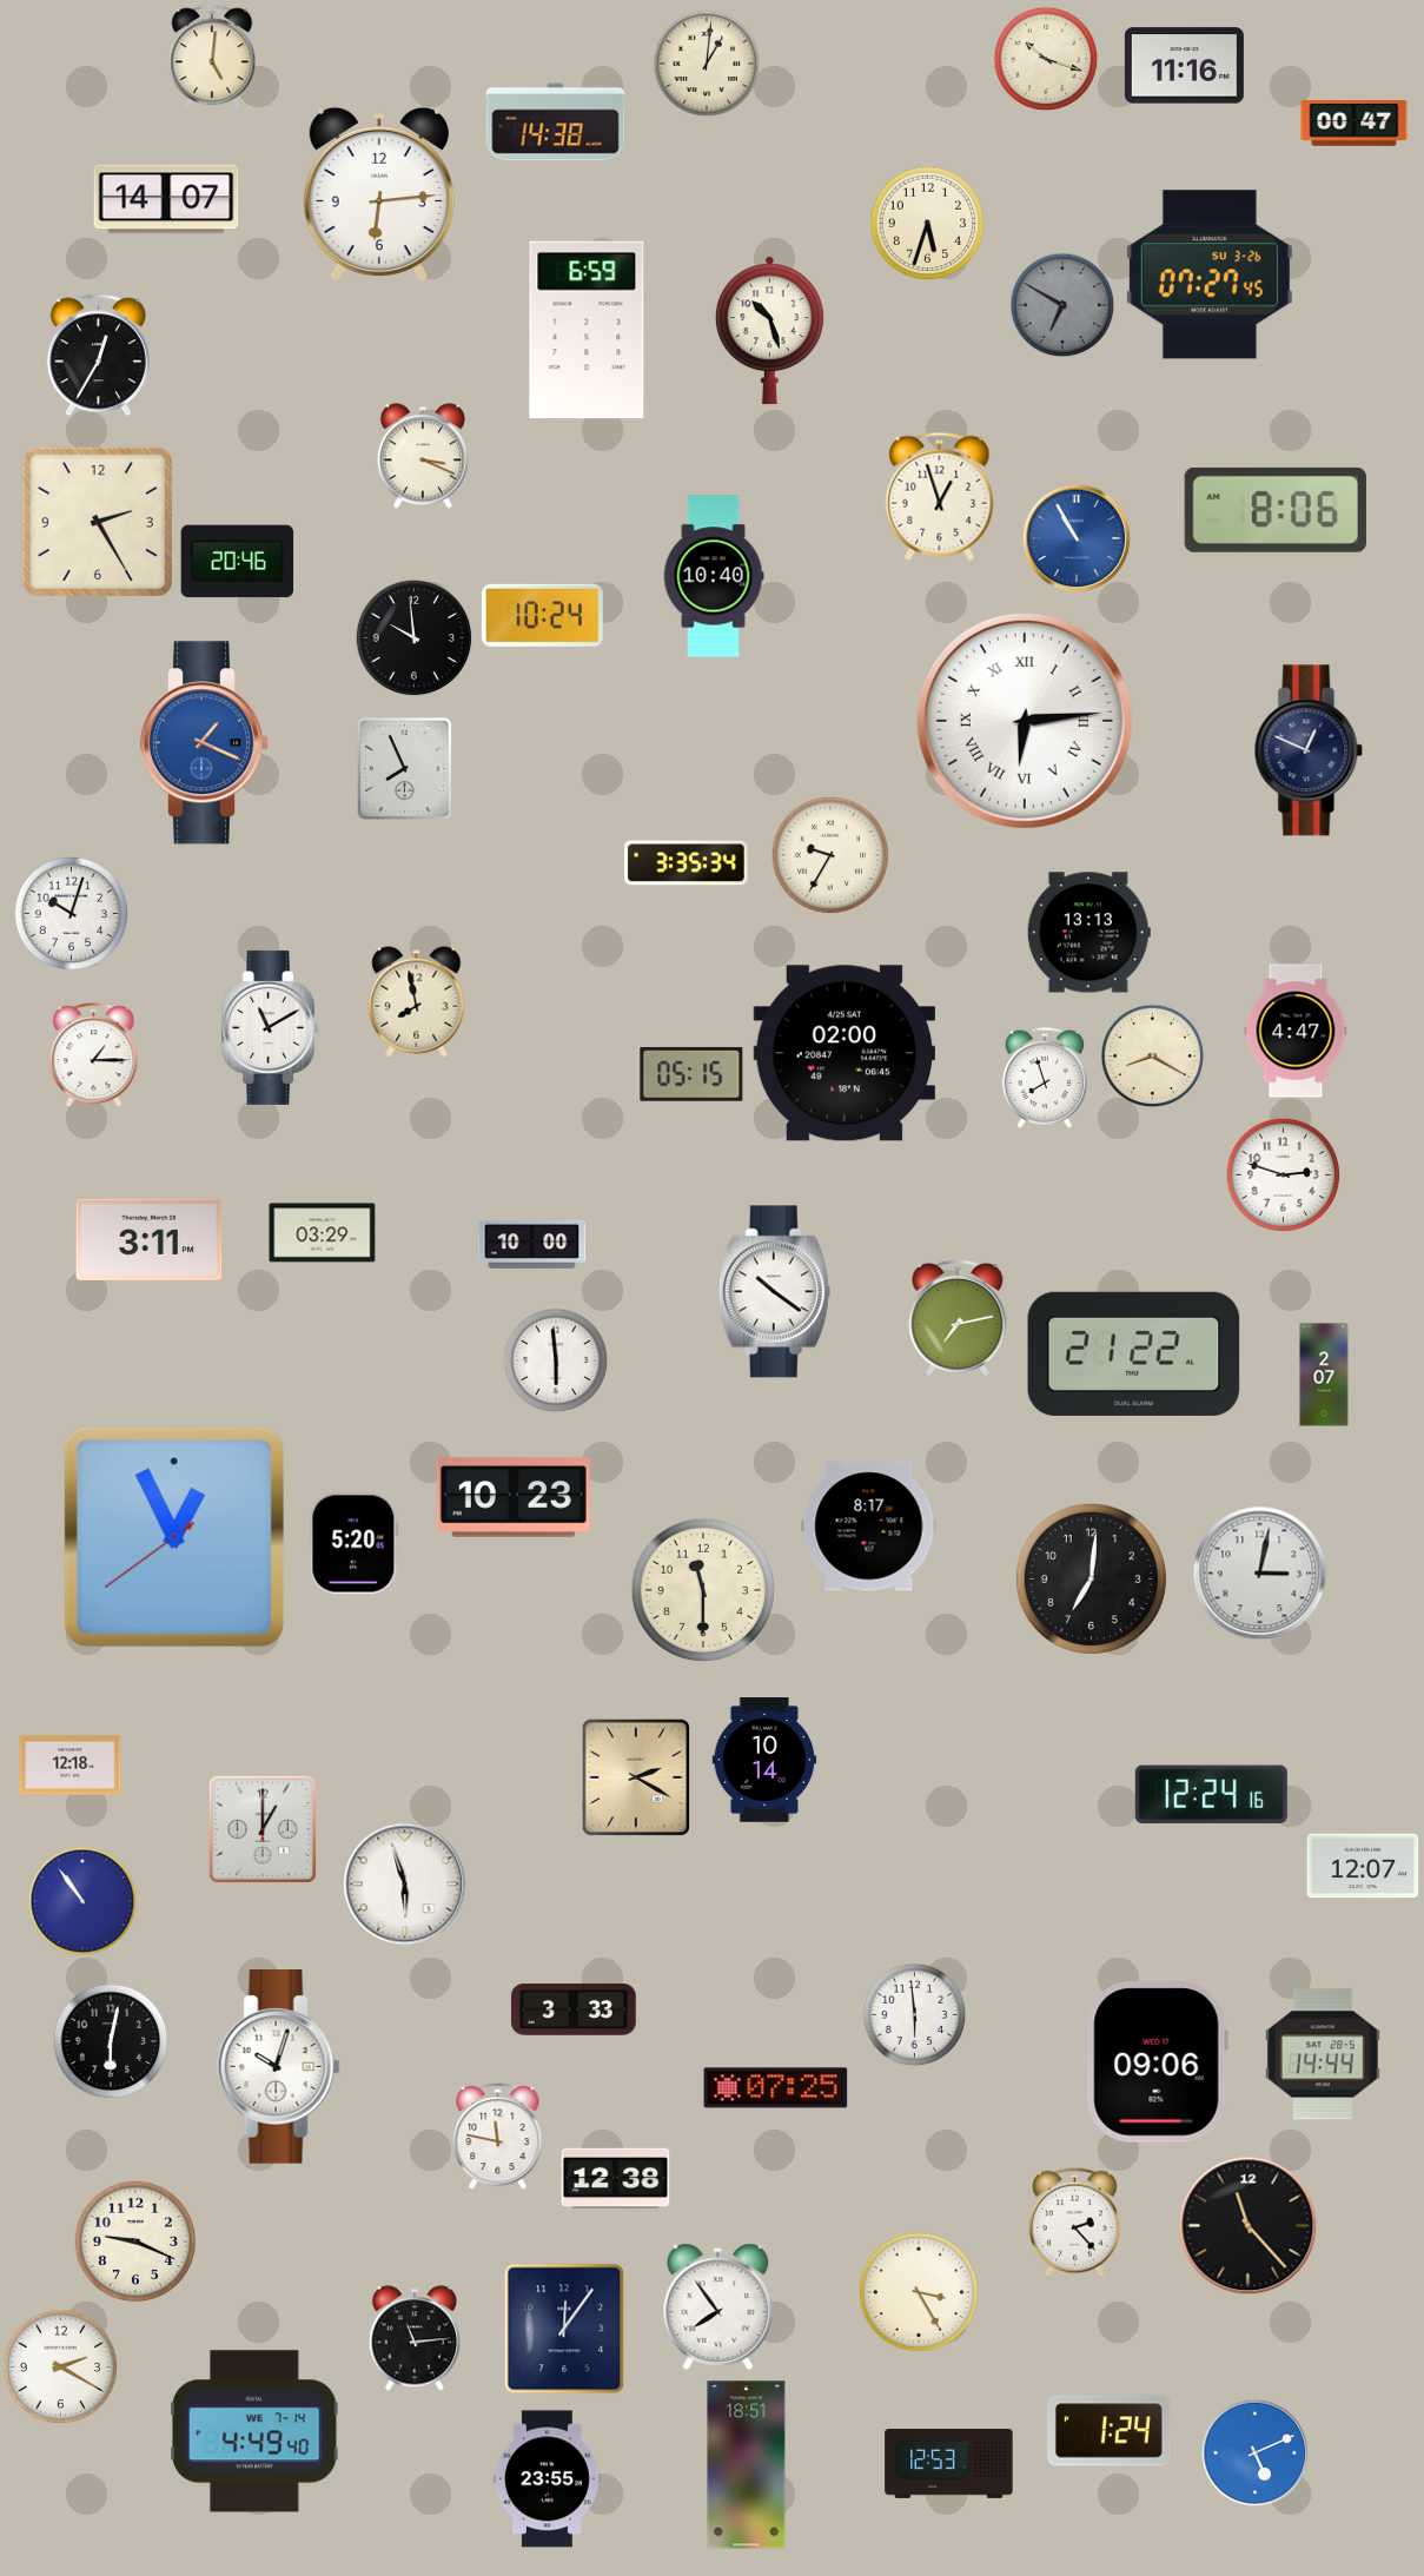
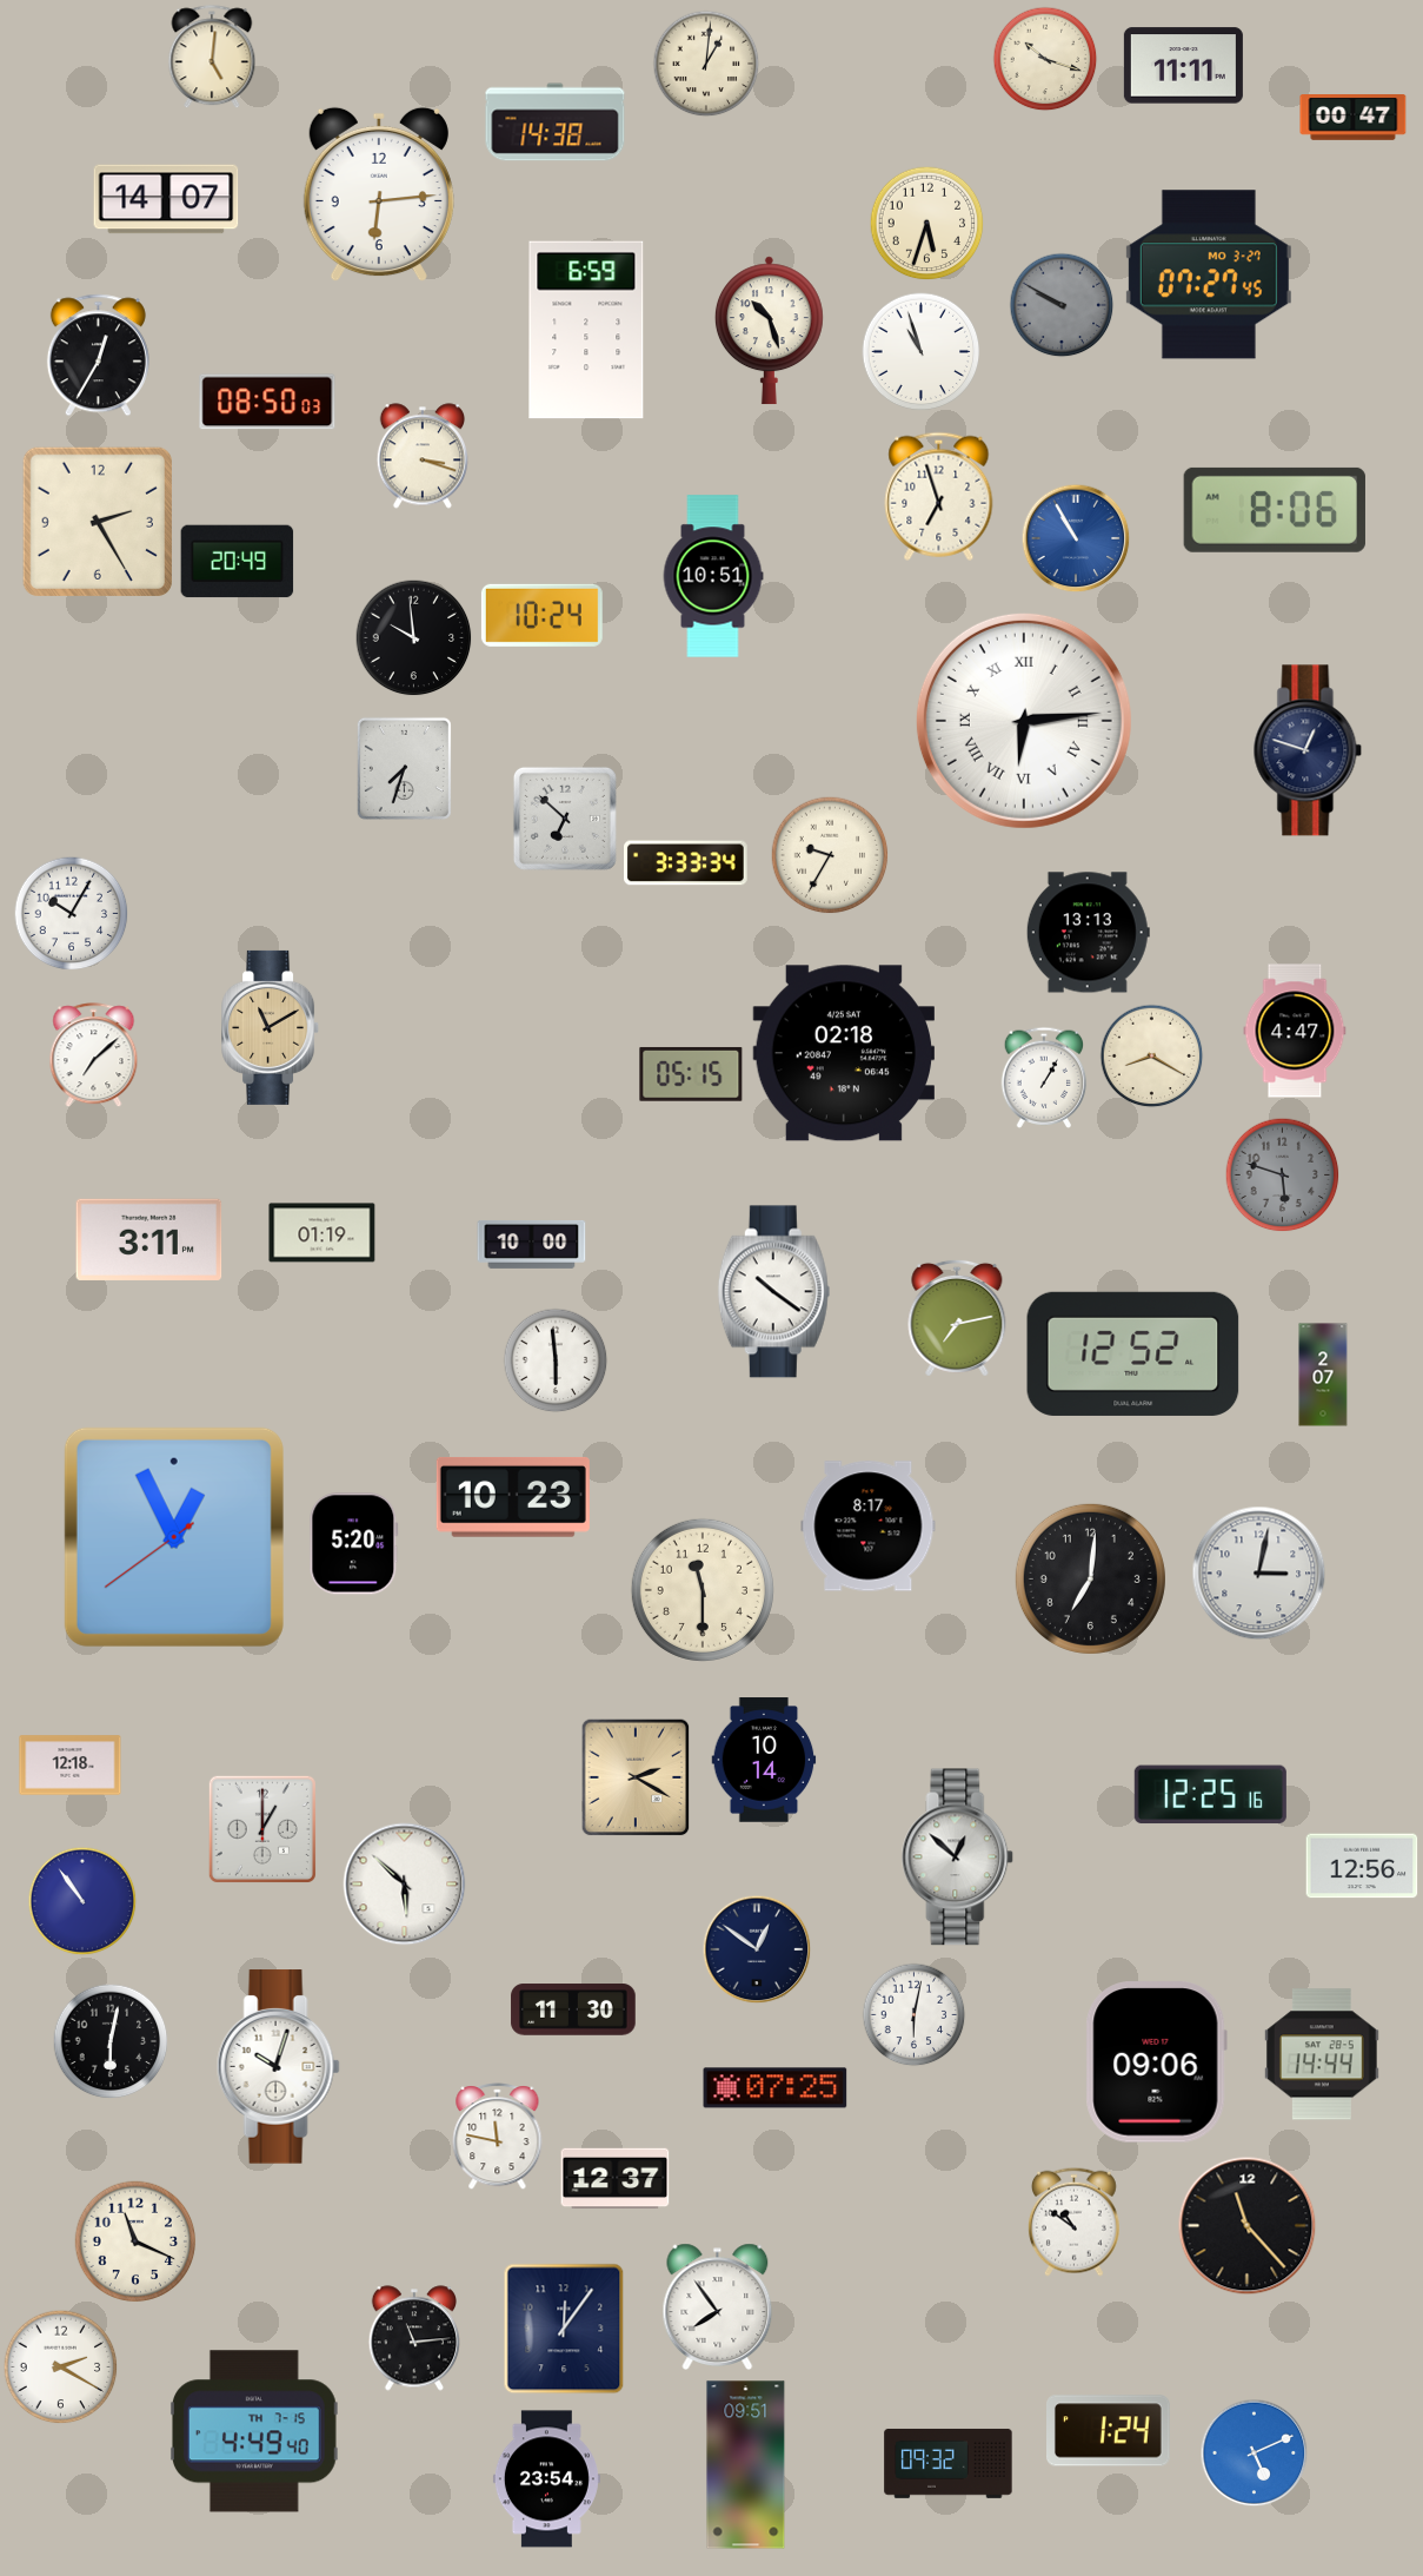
clock at (1184, 66): 11:16 -> 11:11
clock at (1355, 124) position: (1355, 124) -> (1354, 118)
clock at (1210, 274) date: SU 3-26 -> MO 3-27
clock at (1062, 305): 6:50 -> 9:50
clock at (922, 352): none -> 10:57
clock at (267, 402): none -> 08:50
clock at (422, 456): 3:19 -> 3:18
clock at (940, 496): 12:57 -> 6:57
clock at (238, 562): 20:46 -> 20:49
clock at (714, 576): 10:40 -> 10:51
clock at (204, 743): 1:19 -> none
clock at (1309, 750): 12:49 -> 12:48
clock at (404, 768): 7:56 -> 7:33
clock at (565, 819): none -> 6:52
clock at (687, 863): 3:35 -> 3:33
clock at (72, 914): 10:03 -> 10:05
clock at (417, 1002): 7:58 -> none
clock at (271, 1027) dial: white -> champagne
clock at (843, 1053): 02:00 -> 02:18
clock at (94, 1055): 1:15 -> 7:08
clock at (1045, 1078): 7:57 -> 1:05
clock at (1284, 1176): 2:48 -> 5:48
clock at (1284, 1176) dial: white -> grey
clock at (323, 1233): 03:29 -> 01:19
clock at (1134, 1353): 21:22 -> 12:52
clock at (1211, 1795): 12:24 -> 12:25
clock at (958, 1857): none -> 12:52
clock at (1363, 1866): 12:07 -> 12:56
clock at (405, 1885): 5:57 -> 5:52
clock at (757, 1949): none -> 12:51
clock at (574, 2009): 3:33 -> 11:30
clock at (915, 2015): 5:59 -> 6:02
clock at (616, 2179): 12:38 -> 12:37
clock at (1074, 2221): 2:23 -> 10:51
clock at (135, 2241): 9:19 -> 11:19
clock at (919, 2292): 3:25 -> none
clock at (254, 2431) date: WE 7-14 -> TH 7-15
clock at (949, 2463): 12:53 -> 09:32
clock at (747, 2465): 18:51 -> 09:51
clock at (547, 2479): 23:55 -> 23:54
